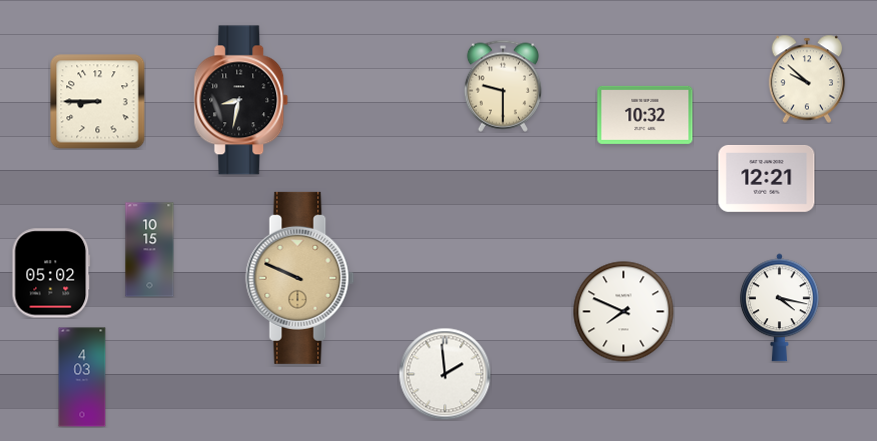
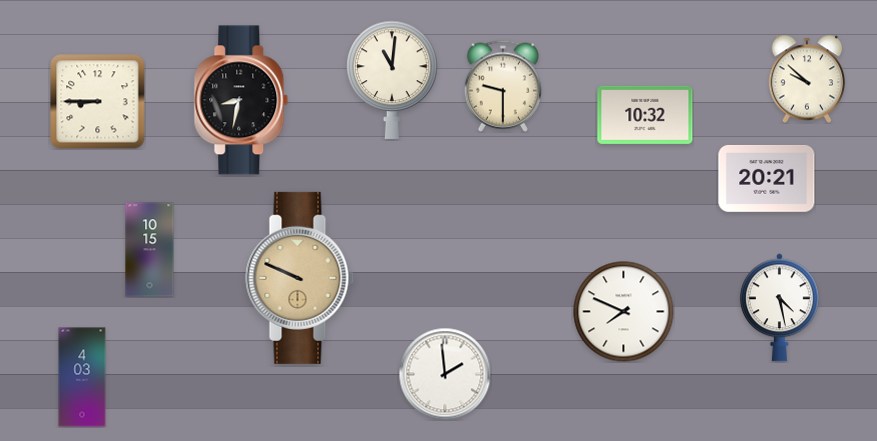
clock at (392, 80): none -> 11:01
clock at (767, 178): 12:21 -> 20:21
clock at (51, 273): 05:02 -> none
clock at (779, 308): 4:17 -> 4:28
